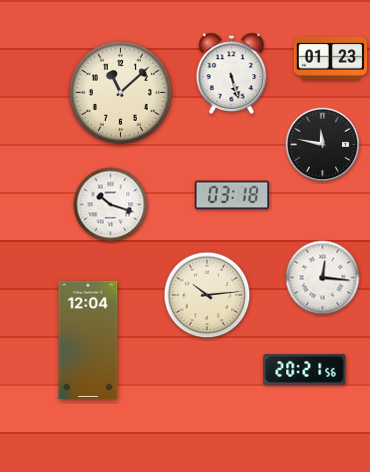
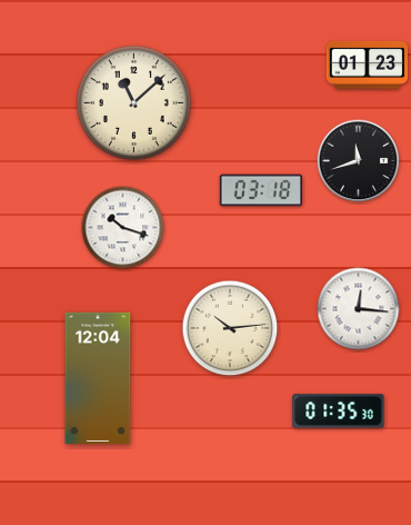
clock at (232, 73): 5:27 -> none
clock at (323, 145): 11:47 -> 11:42
clock at (231, 195) position: (231, 195) -> (260, 190)
clock at (305, 370): 20:21 -> 01:35
